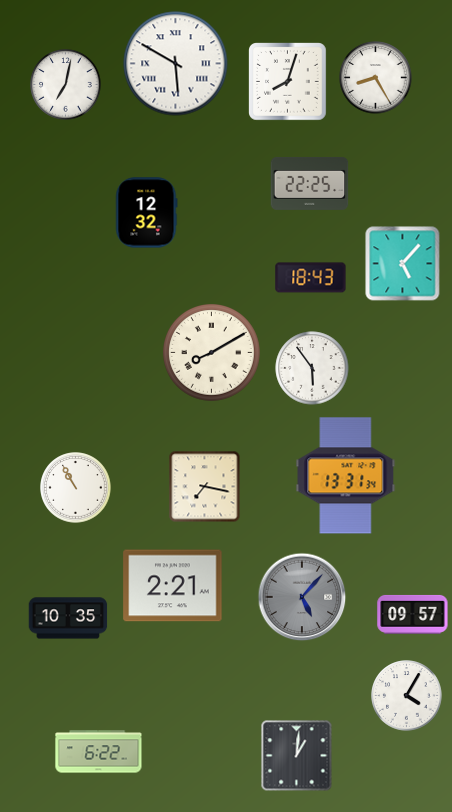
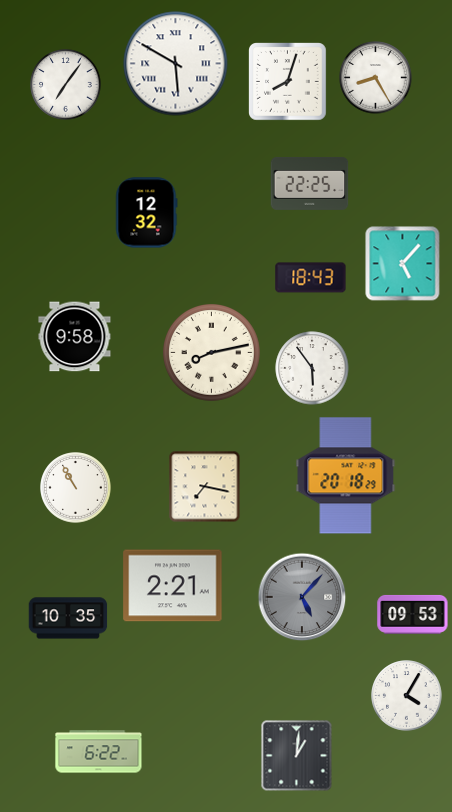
clock at (66, 85): 7:02 -> 7:06
clock at (75, 337): none -> 9:58
clock at (212, 353): 8:10 -> 8:13
clock at (346, 476): 13:31 -> 20:18
clock at (413, 614): 09:57 -> 09:53
